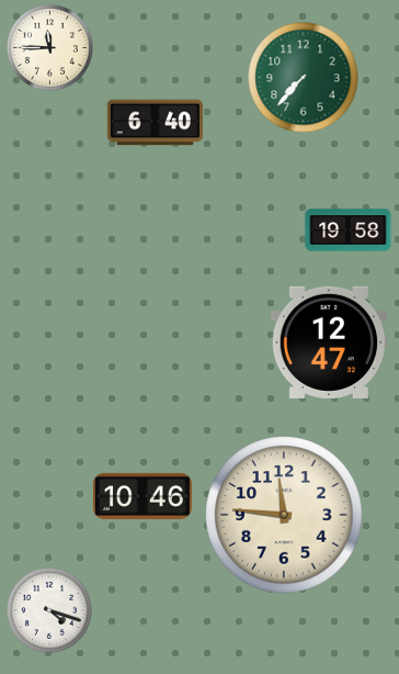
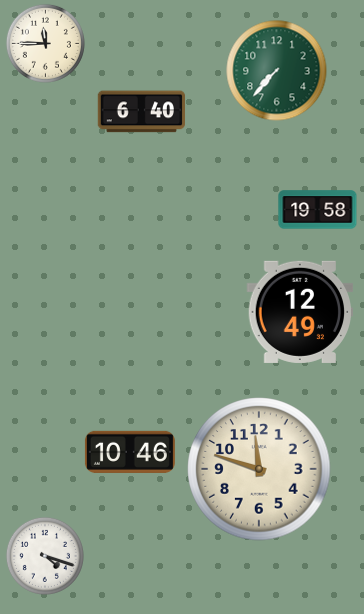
clock at (329, 342): 12:47 -> 12:49
clock at (284, 515): 11:46 -> 11:48
